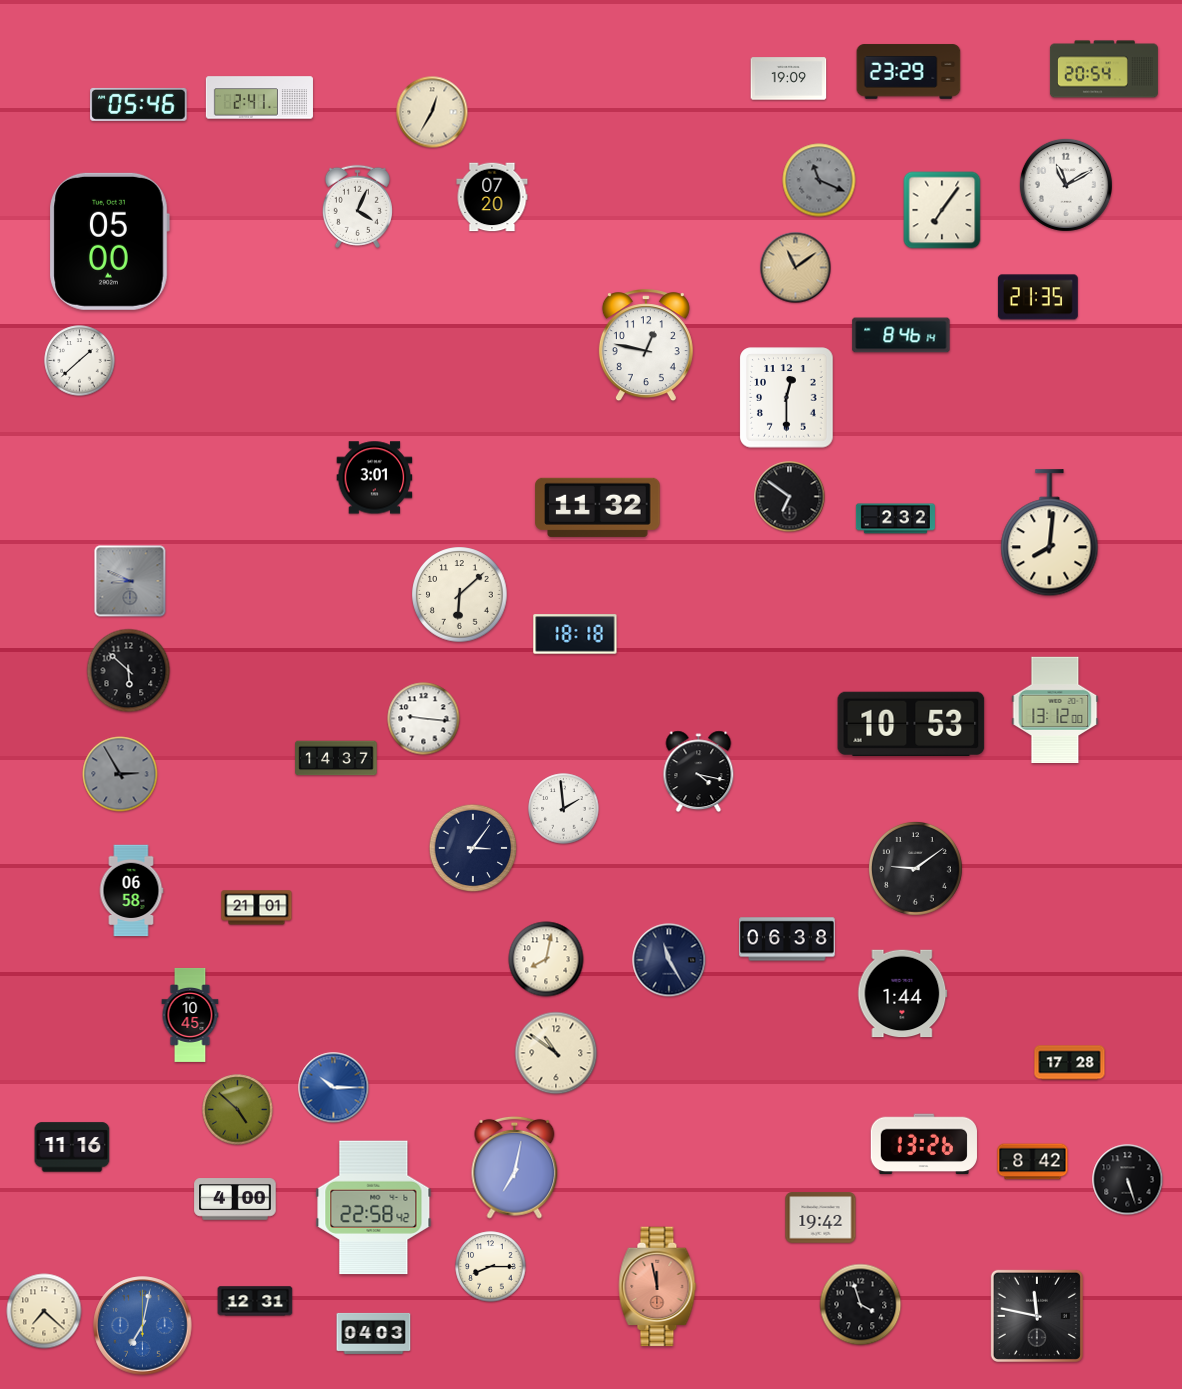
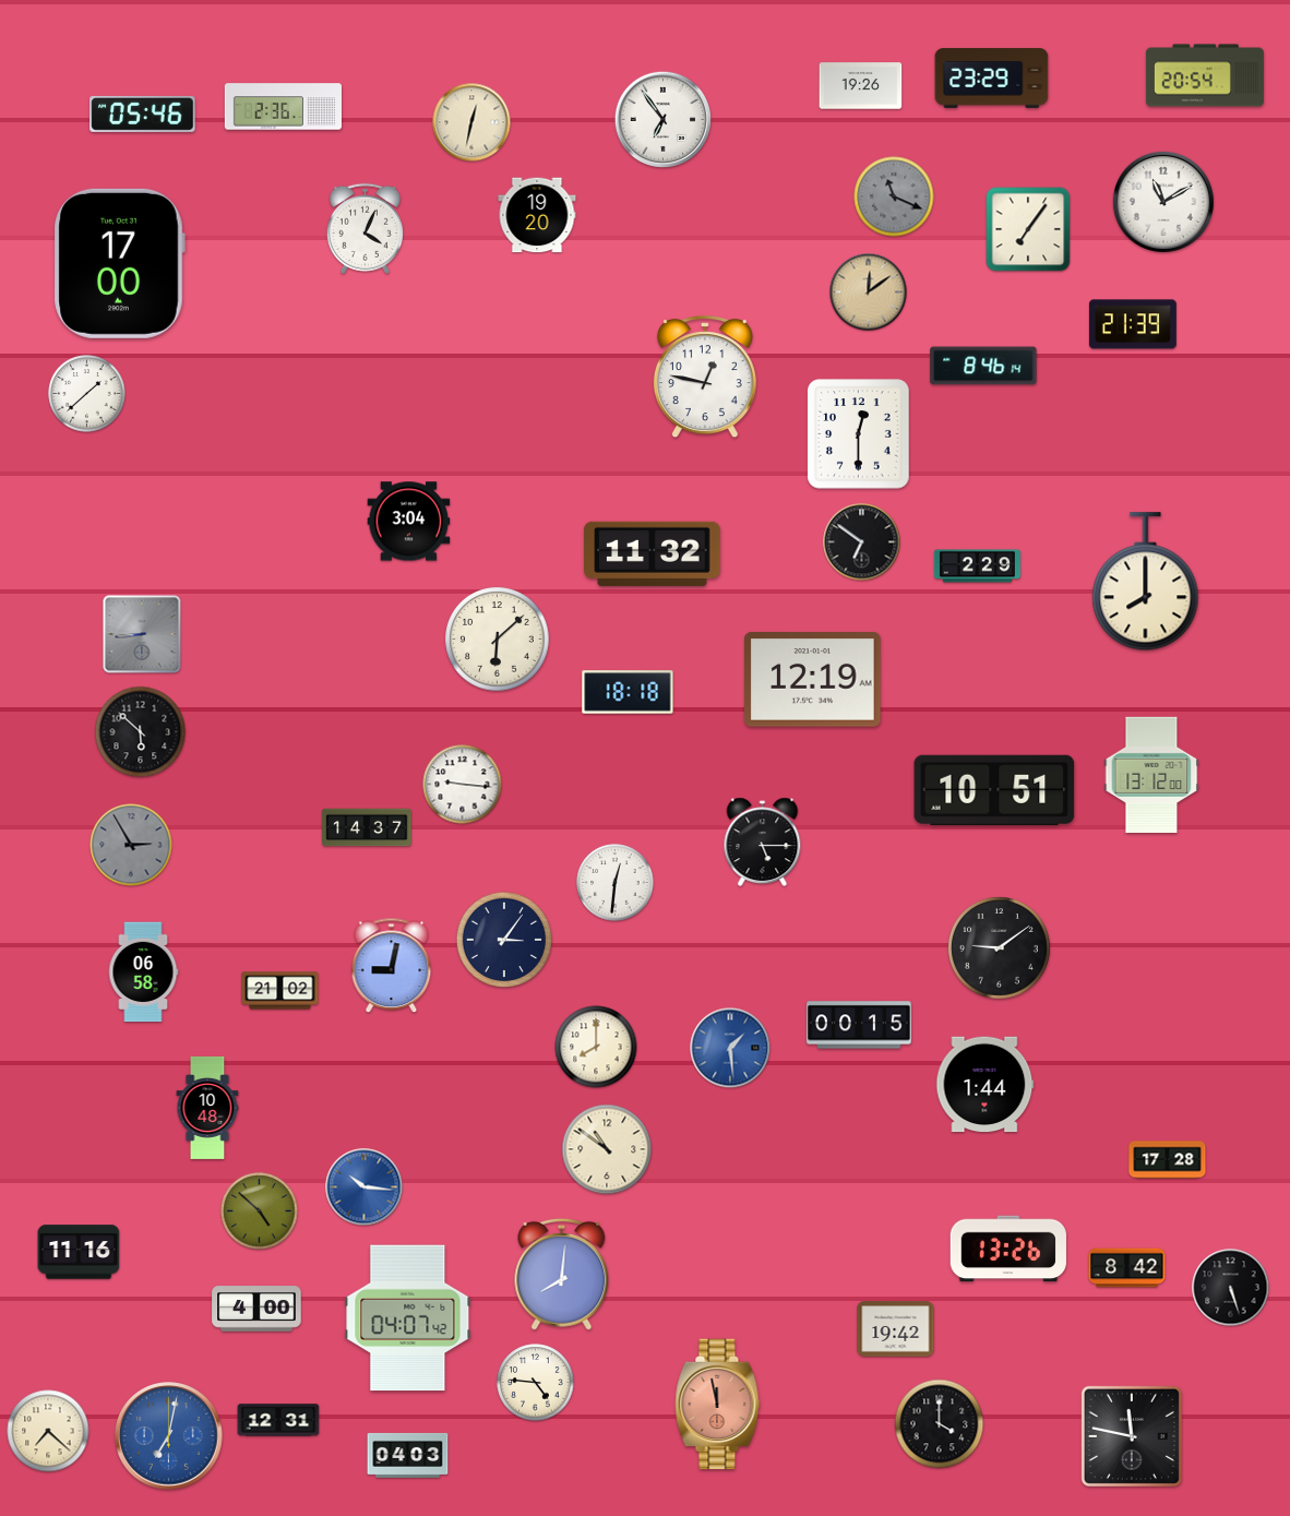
clock at (789, 79): 19:09 -> 19:26
clock at (259, 98): 2:41 -> 2:36
clock at (139, 104) position: (139, 104) -> (143, 114)
clock at (662, 119): none -> 6:54
clock at (432, 112): 12:35 -> 12:32
clock at (492, 197): 07:20 -> 19:20
clock at (357, 206) position: (357, 206) -> (365, 228)
clock at (109, 241): 05:00 -> 17:00
clock at (796, 268): 11:09 -> 12:09
clock at (1038, 297): 21:35 -> 21:39
clock at (375, 478): 3:01 -> 3:04
clock at (895, 519): 2:32 -> 2:29
clock at (1050, 533): 8:01 -> 8:00
clock at (130, 581): 8:49 -> 8:44
clock at (460, 595) position: (460, 595) -> (498, 640)
clock at (813, 680): none -> 12:19
clock at (911, 723): 10:53 -> 10:51
clock at (699, 772): 4:17 -> 5:15
clock at (564, 809): 1:59 -> 12:31
clock at (473, 848) position: (473, 848) -> (504, 940)
clock at (392, 966): none -> 9:02
clock at (257, 908): 21:01 -> 21:02
clock at (787, 939): 06:38 -> 00:15
clock at (546, 959): 8:02 -> 8:00
clock at (669, 960): 11:25 -> 1:29
clock at (669, 960) dial: navy -> blue
clock at (190, 1015): 10:45 -> 10:48
clock at (334, 1088): 10:15 -> 10:16
clock at (515, 1167): 7:02 -> 8:01
clock at (374, 1208): 22:58 -> 04:07
clock at (491, 1267): 8:15 -> 4:46
clock at (861, 1305): 3:57 -> 4:00
clock at (143, 1326) position: (143, 1326) -> (169, 1436)
